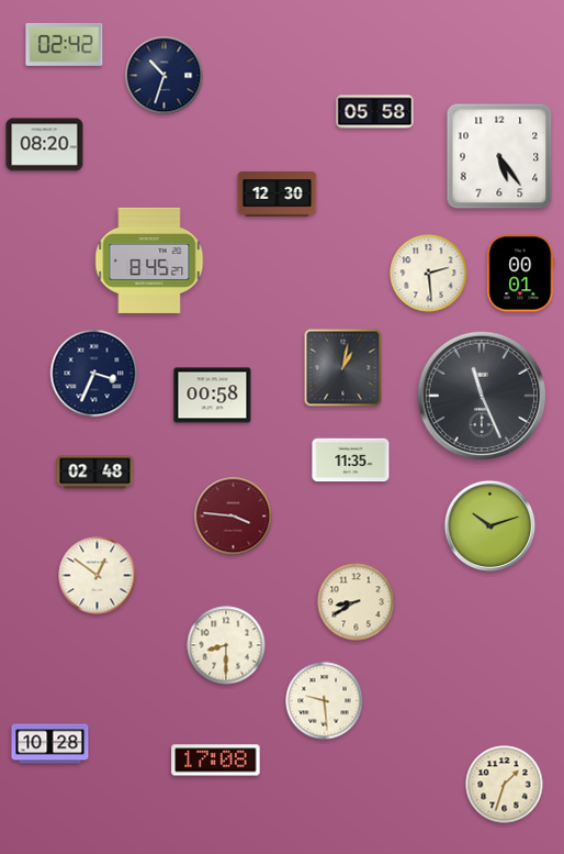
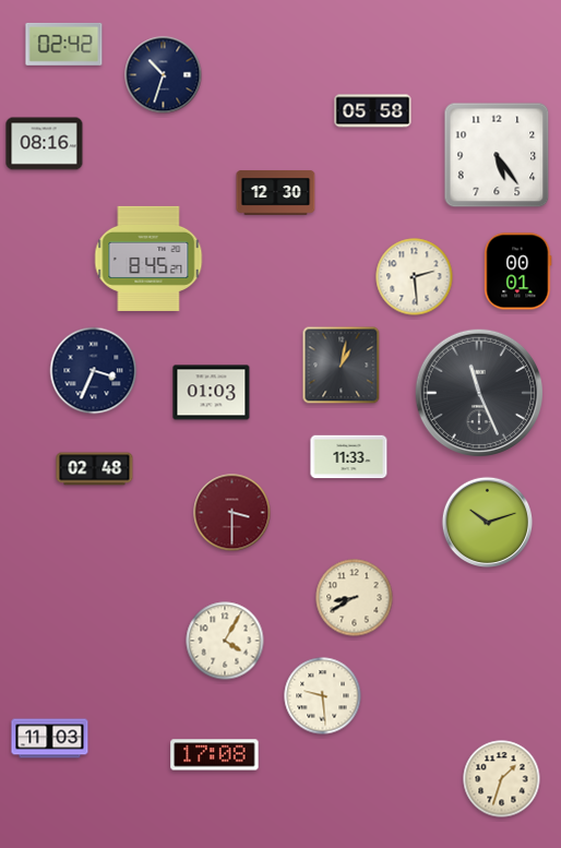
clock at (45, 145): 08:20 -> 08:16
clock at (429, 274) position: (429, 274) -> (415, 277)
clock at (213, 396): 00:58 -> 01:03
clock at (351, 461): 11:35 -> 11:33
clock at (234, 517): 3:46 -> 3:30
clock at (98, 576): 12:51 -> none
clock at (226, 645): 8:30 -> 4:05
clock at (50, 744): 10:28 -> 11:03
